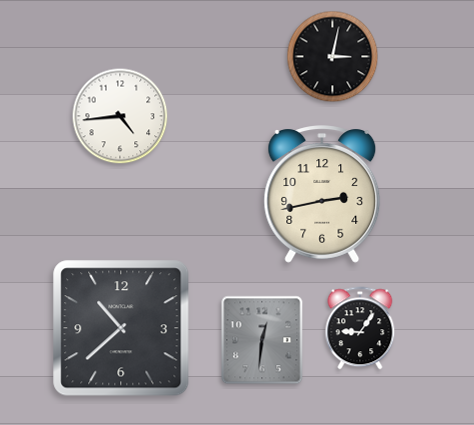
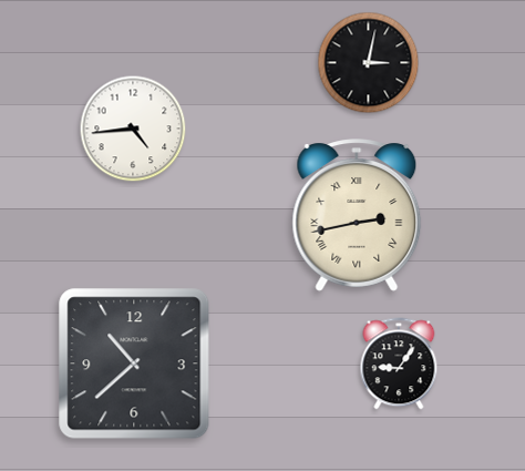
clock at (322, 194) numerals: Arabic -> Roman
clock at (262, 340): 12:31 -> none
